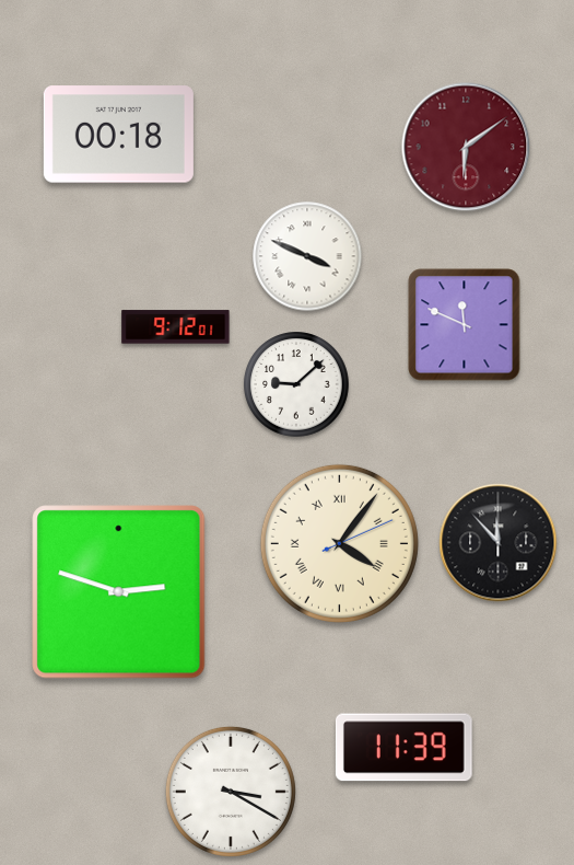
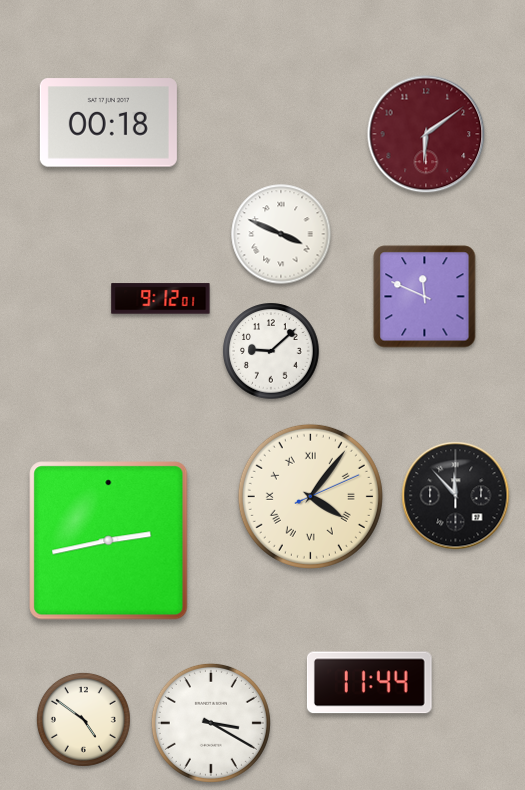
clock at (119, 592): 2:48 -> 2:43
clock at (403, 748): 11:39 -> 11:44
clock at (83, 719): none -> 4:51
